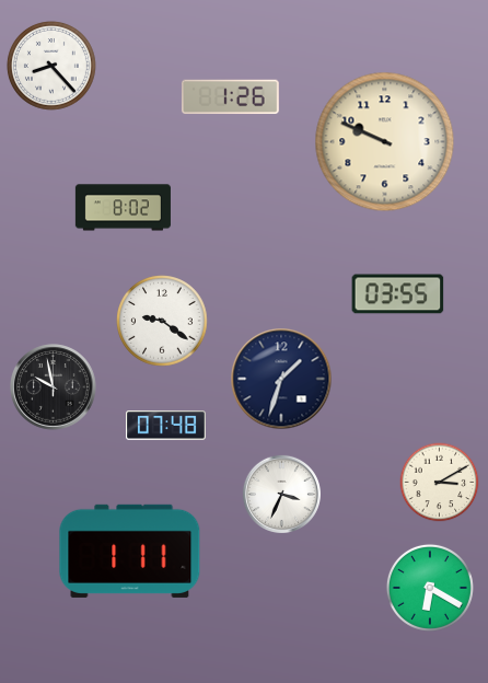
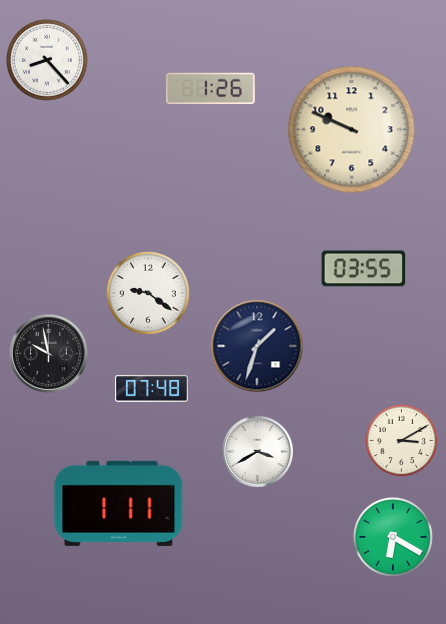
clock at (123, 208): 8:02 -> none
clock at (281, 494): 3:34 -> 3:40
